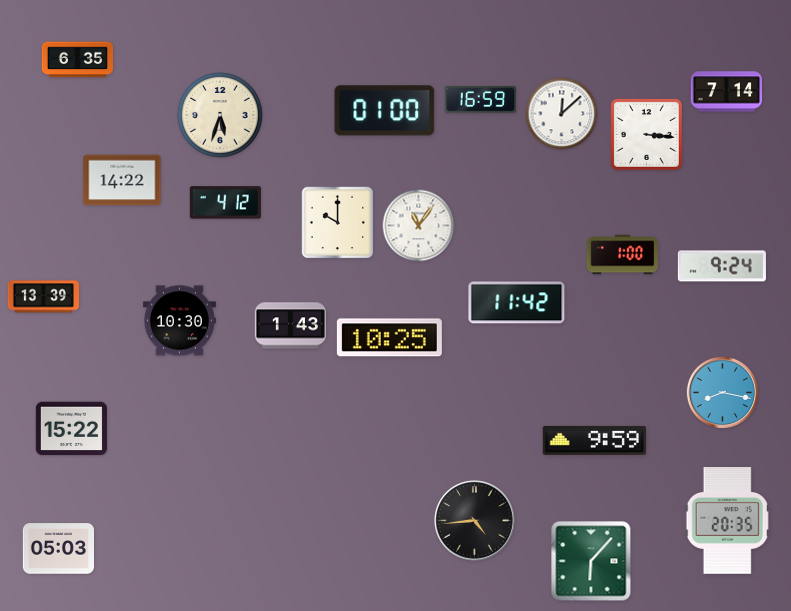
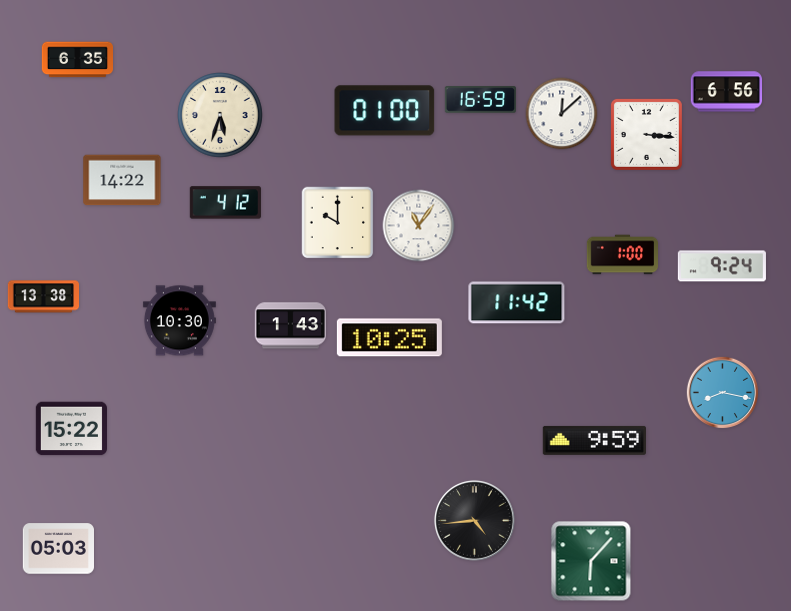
clock at (726, 92): 7:14 -> 6:56
clock at (43, 297): 13:39 -> 13:38
clock at (727, 521): 20:35 -> none
